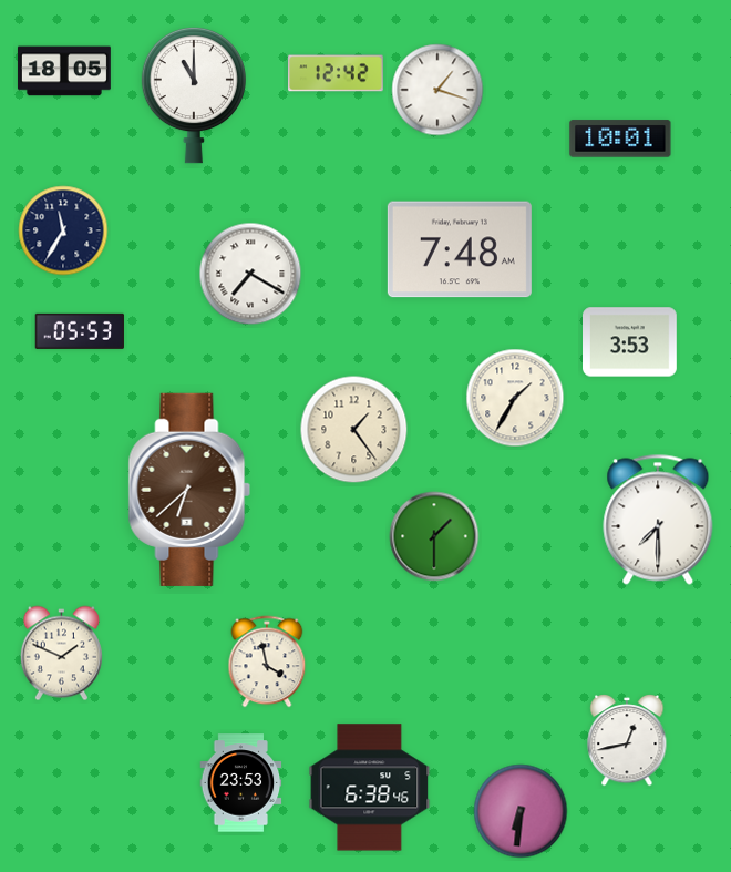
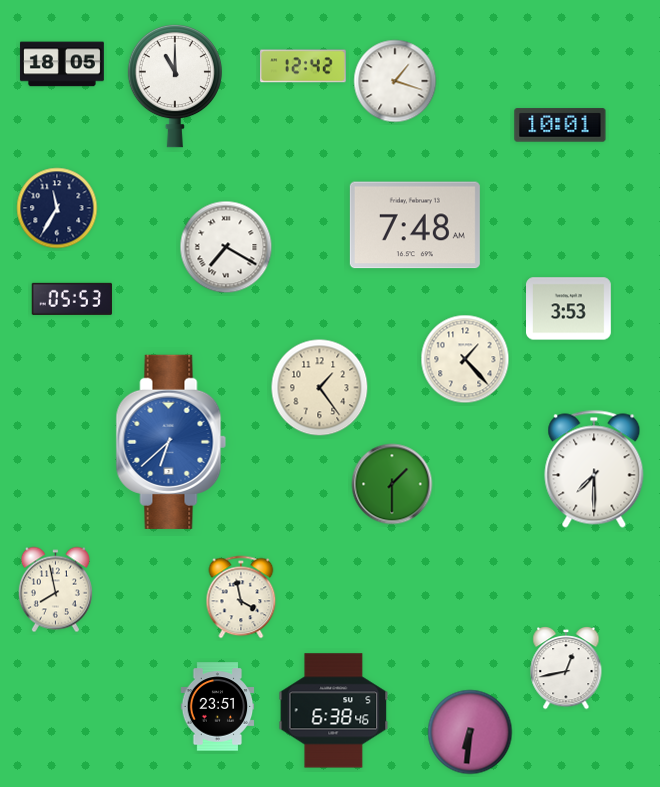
clock at (64, 71) position: (64, 71) -> (62, 64)
clock at (515, 398): 1:35 -> 1:23
clock at (189, 490) dial: brown -> blue
clock at (61, 654): 1:49 -> 7:58
clock at (241, 783): 23:53 -> 23:51
